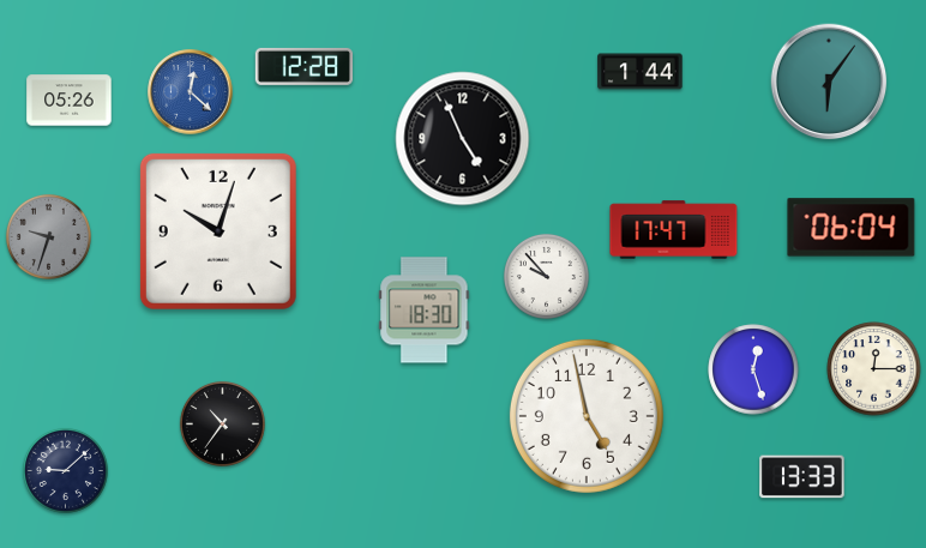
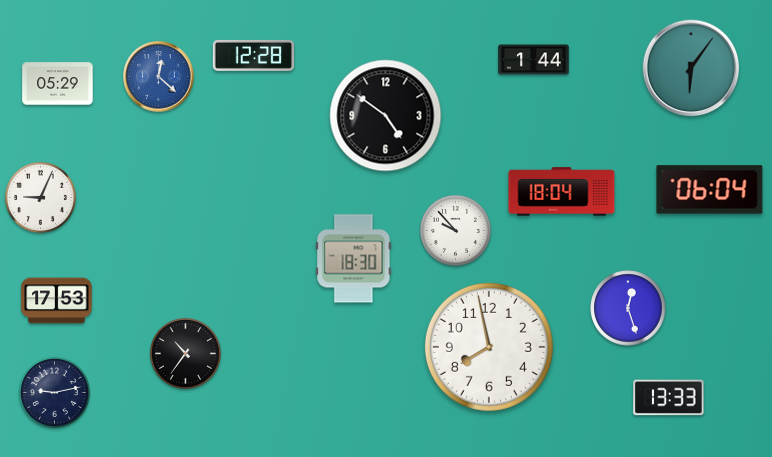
clock at (70, 101): 05:26 -> 05:29
clock at (463, 139): 4:56 -> 4:51
clock at (674, 230): 17:47 -> 18:04
clock at (218, 231): 10:03 -> none
clock at (48, 236): 9:33 -> 9:04
clock at (48, 236) dial: grey -> white
clock at (57, 301): none -> 17:53
clock at (874, 369): 12:15 -> none
clock at (587, 416): 4:58 -> 7:58
clock at (65, 470): 9:08 -> 9:13
